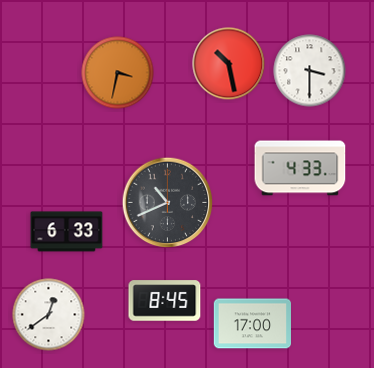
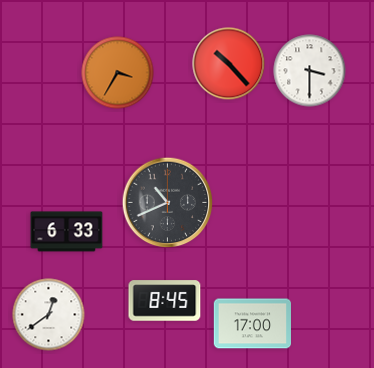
clock at (229, 64): 10:28 -> 10:23
clock at (118, 73): 3:32 -> 3:35
clock at (300, 168): 4:33 -> none
